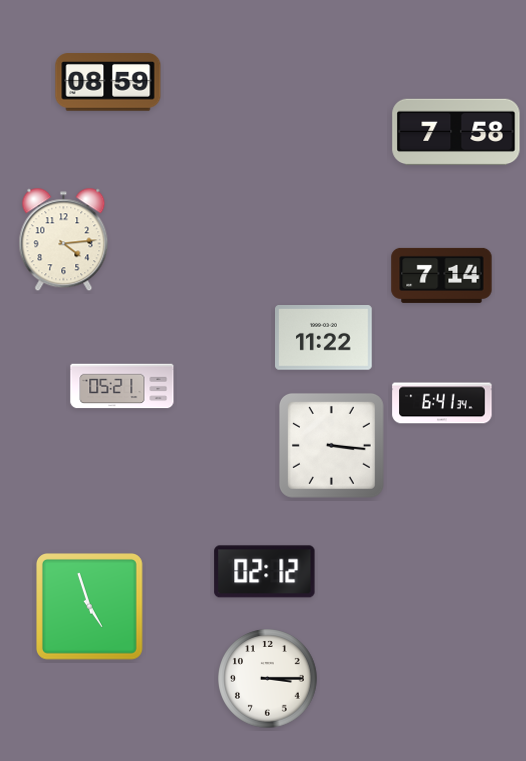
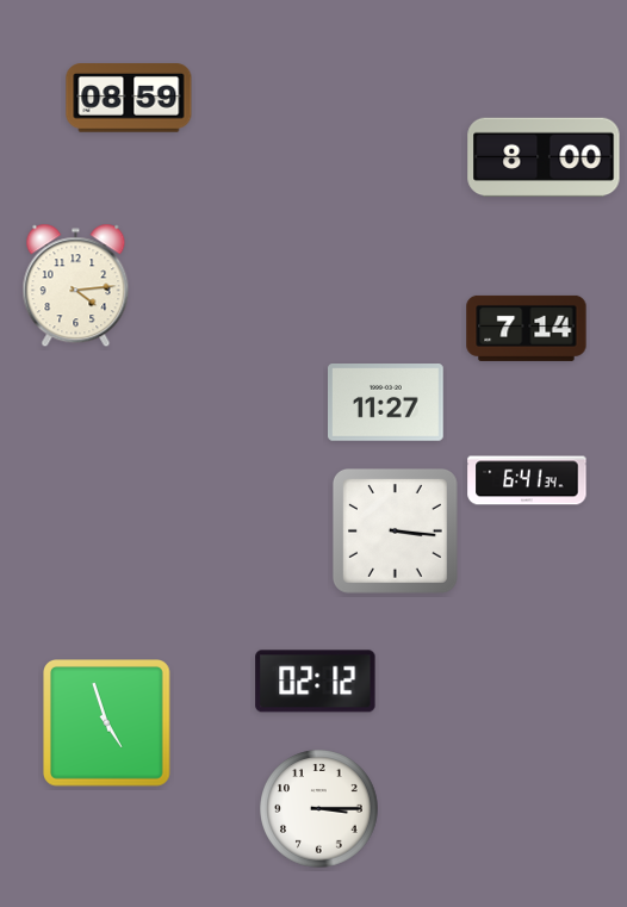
clock at (456, 132): 7:58 -> 8:00
clock at (324, 338): 11:22 -> 11:27
clock at (122, 386): 05:21 -> none
